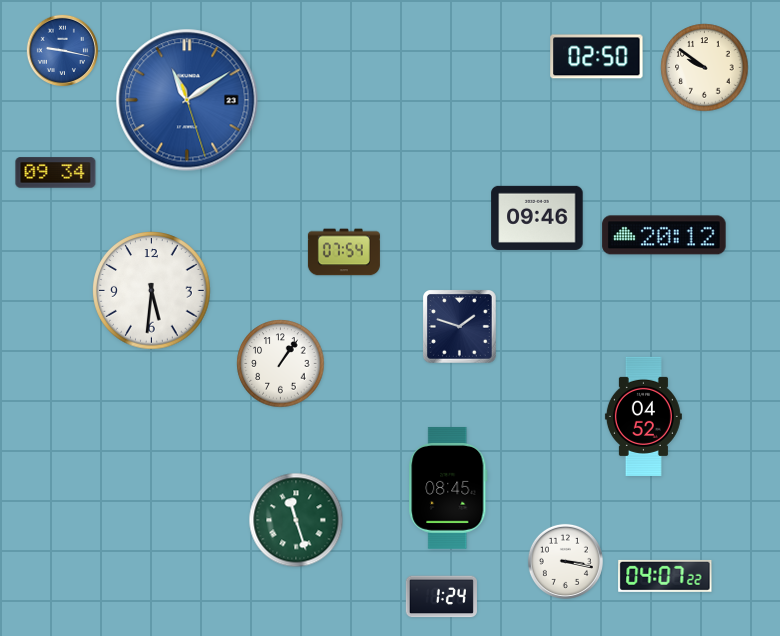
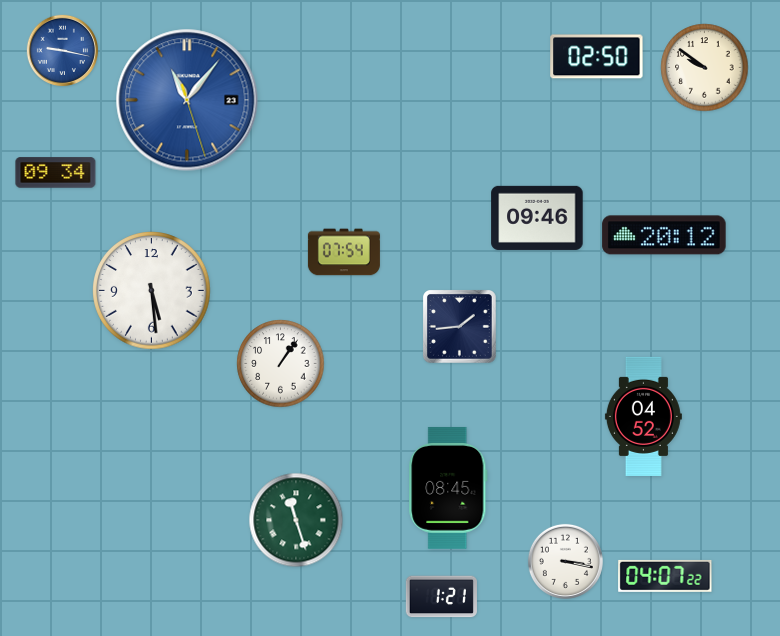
clock at (187, 100): 11:09 -> 11:06
clock at (152, 291): 5:31 -> 5:29
clock at (460, 327): 1:48 -> 1:44
clock at (441, 597): 1:24 -> 1:21
